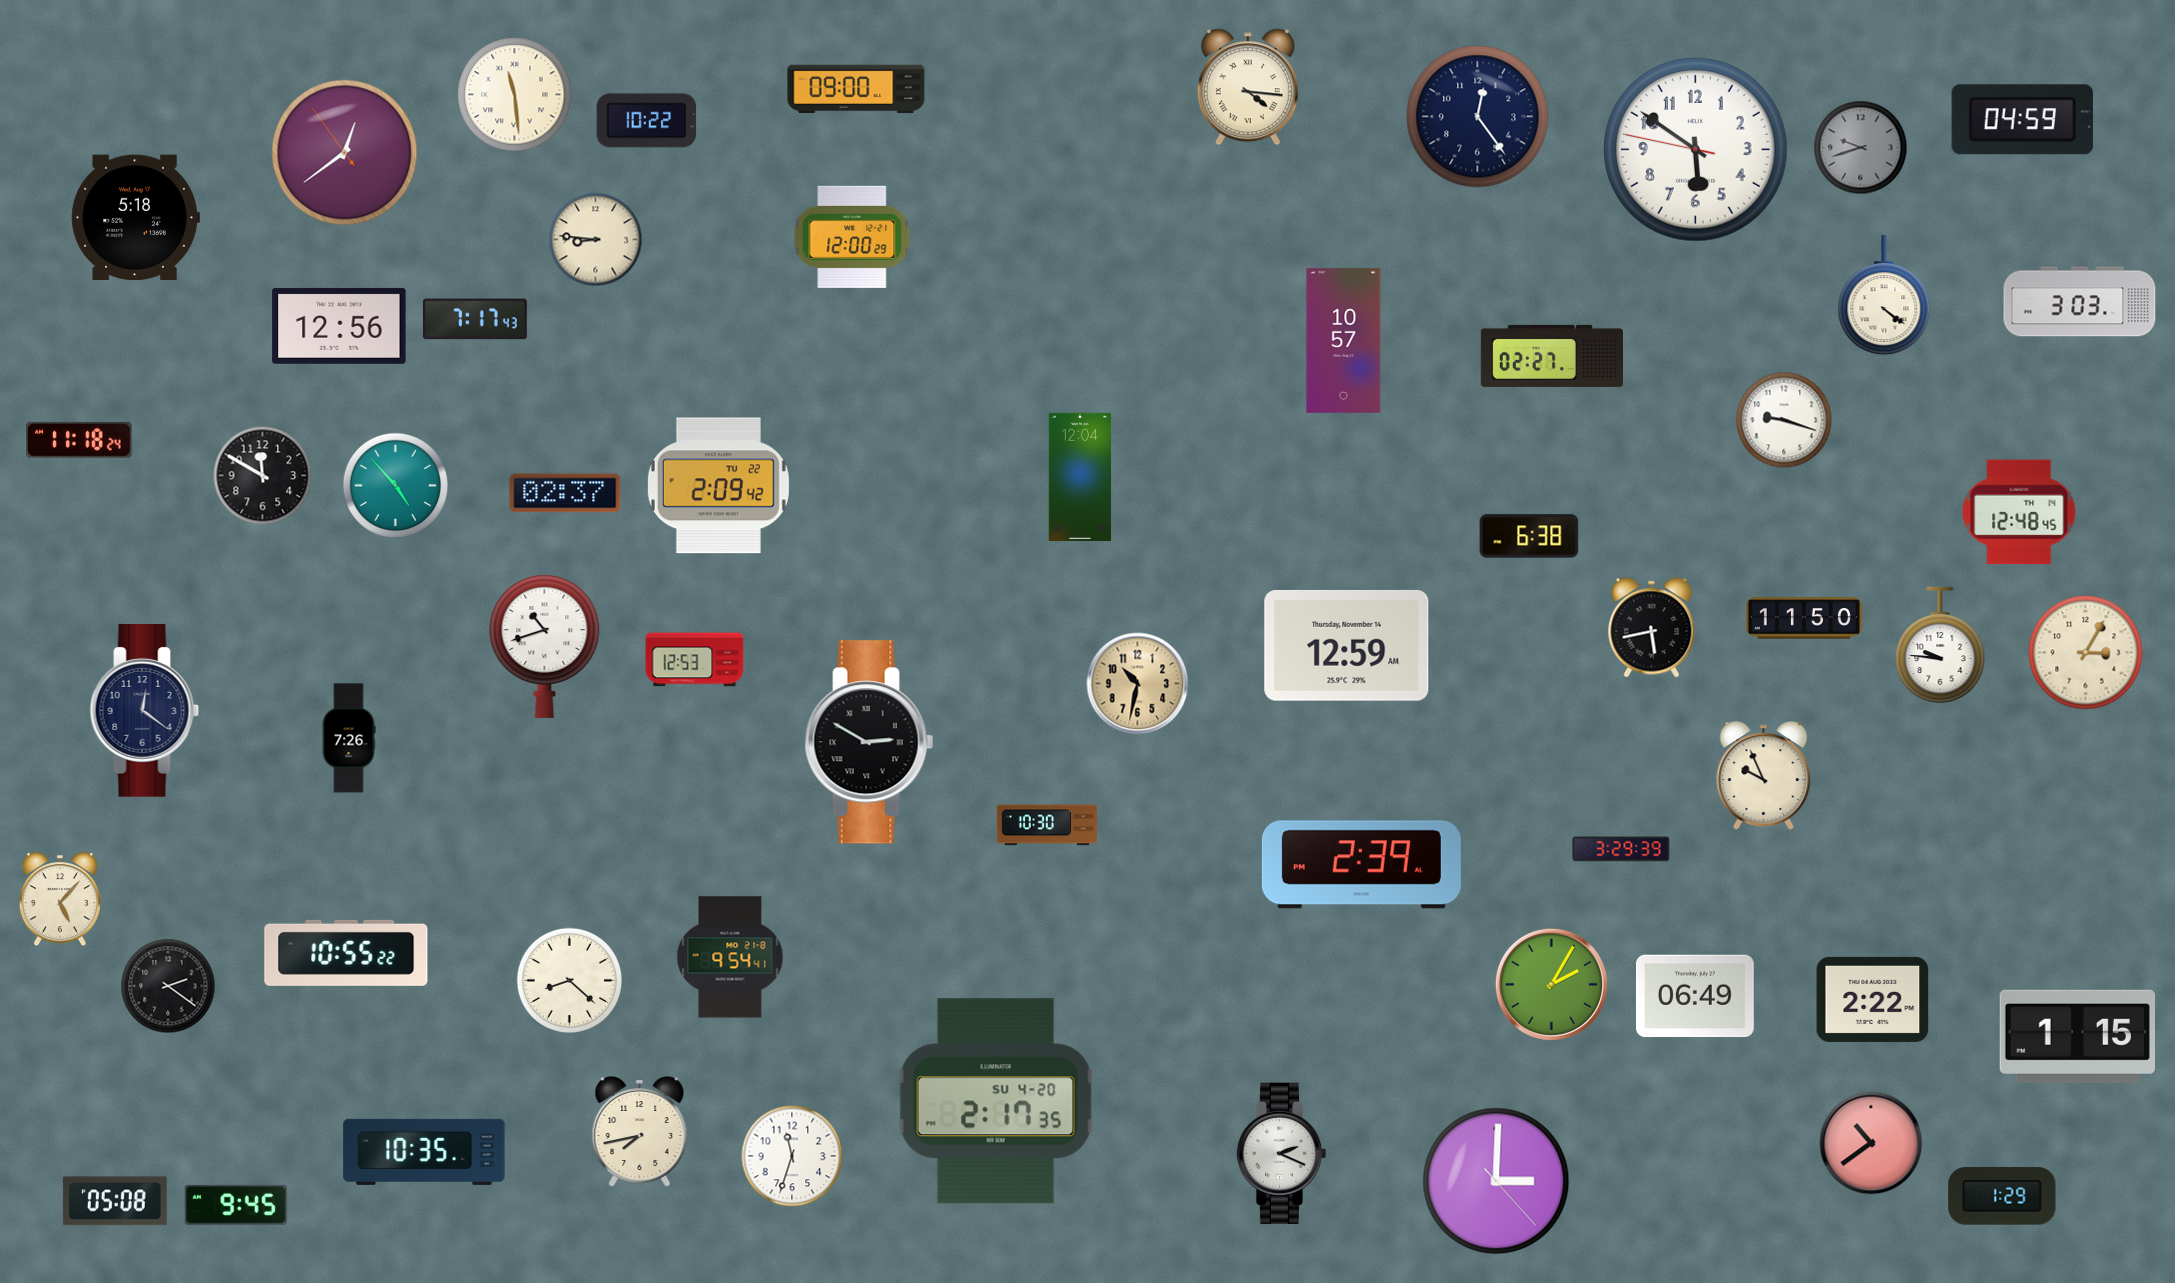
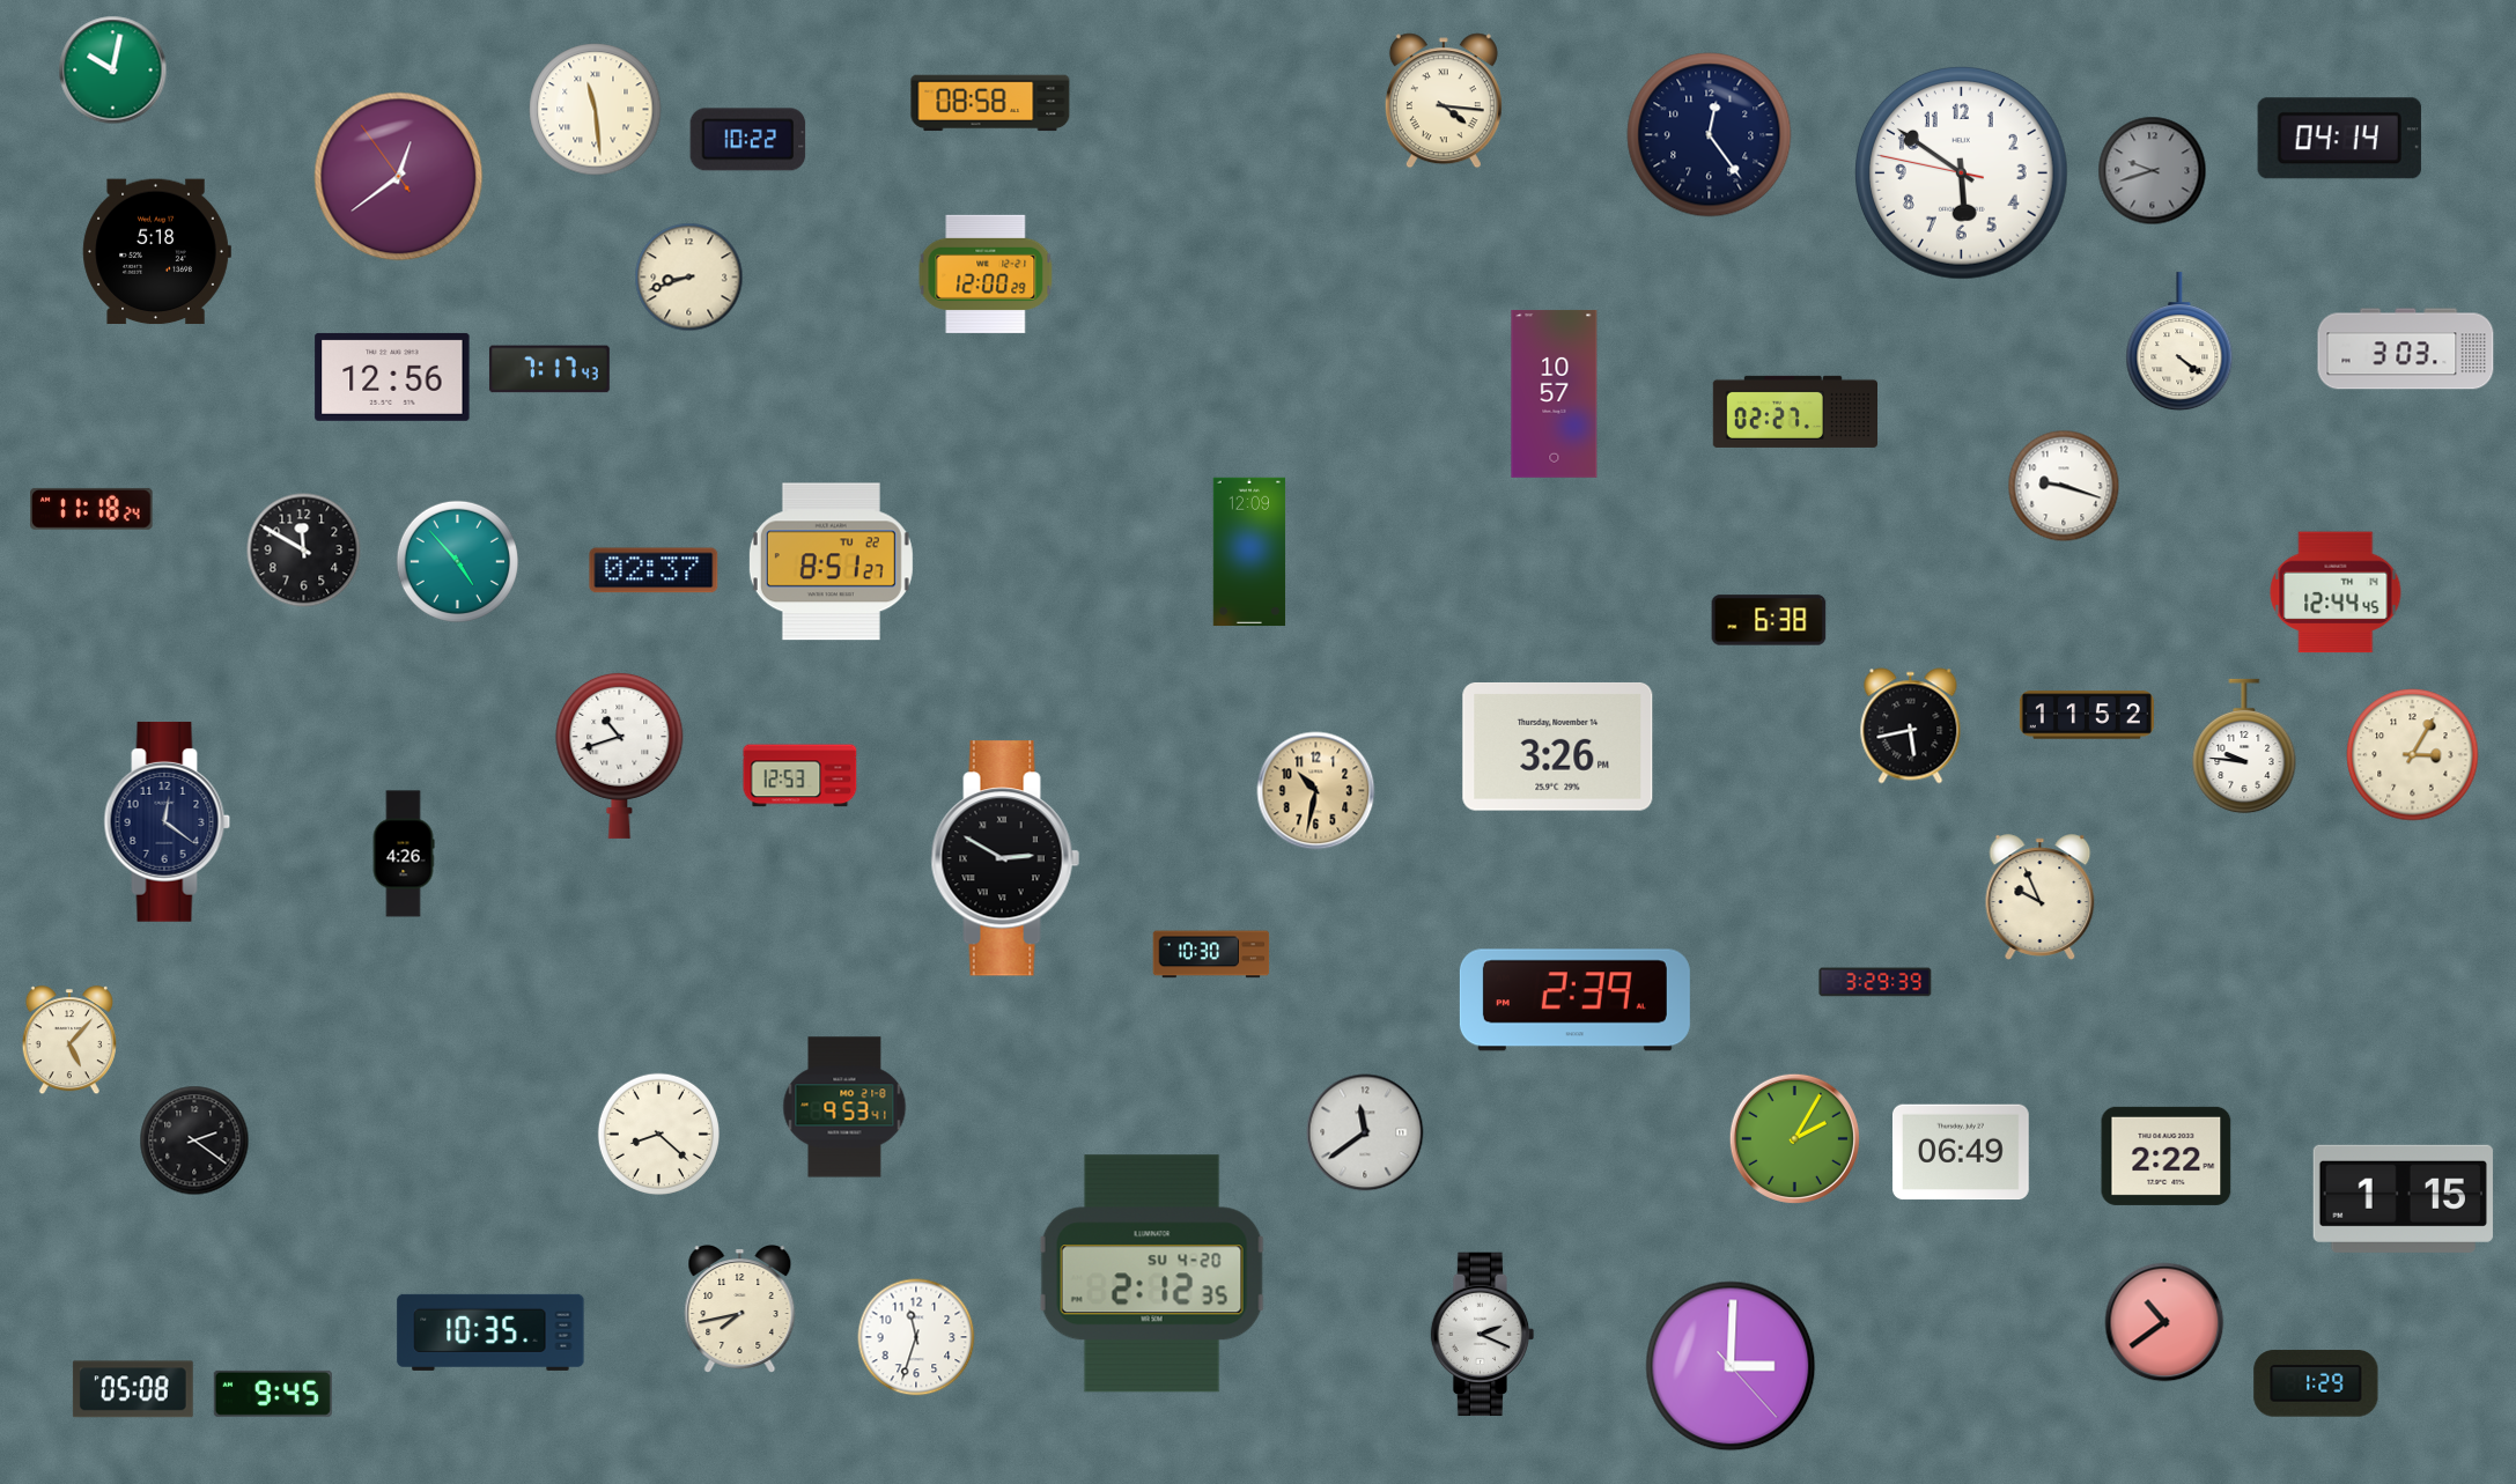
clock at (113, 71): none -> 10:02
clock at (856, 89): 09:00 -> 08:58
clock at (2022, 120): 04:59 -> 04:14
clock at (596, 240): 8:46 -> 8:42
clock at (1080, 477): 12:04 -> 12:09
clock at (718, 486): 2:09 -> 8:51
clock at (2019, 512): 12:48 -> 12:44
clock at (1804, 618): 11:50 -> 11:52
clock at (1347, 645): 12:59 -> 3:26
clock at (545, 646) position: (545, 646) -> (620, 755)
clock at (695, 660) position: (695, 660) -> (800, 776)
clock at (349, 738): 7:26 -> 4:26
clock at (346, 953): 10:55 -> none
clock at (730, 957): 9:54 -> 9:53
clock at (1365, 1132): none -> 11:39
clock at (996, 1101): 2:17 -> 2:12
